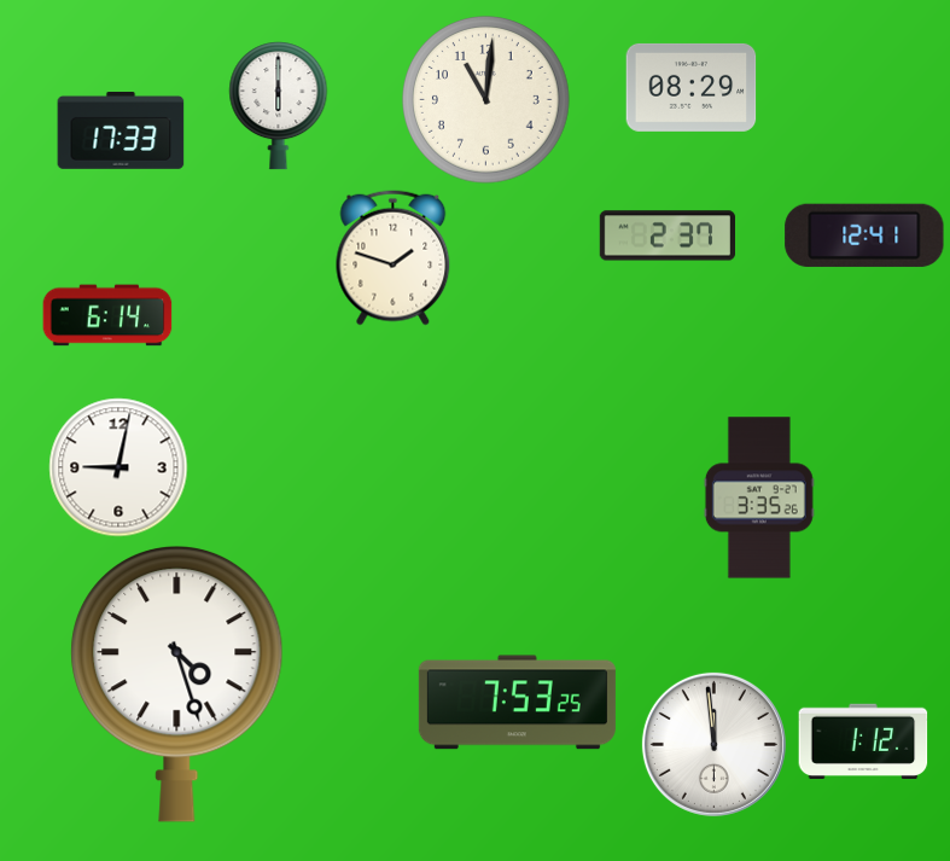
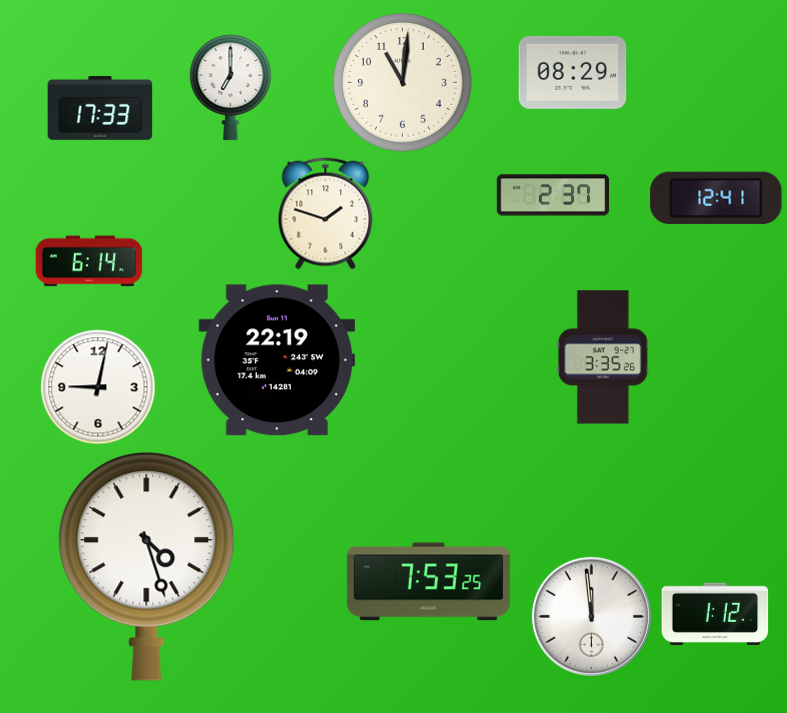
clock at (279, 106): 6:00 -> 7:00
clock at (864, 235) position: (864, 235) -> (716, 198)
clock at (276, 360): none -> 22:19
clock at (759, 498) position: (759, 498) -> (603, 357)
